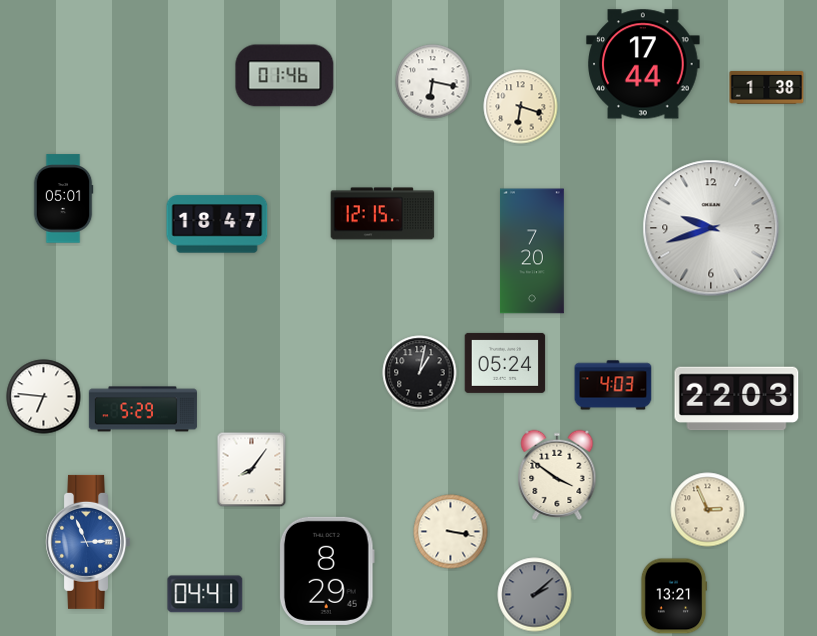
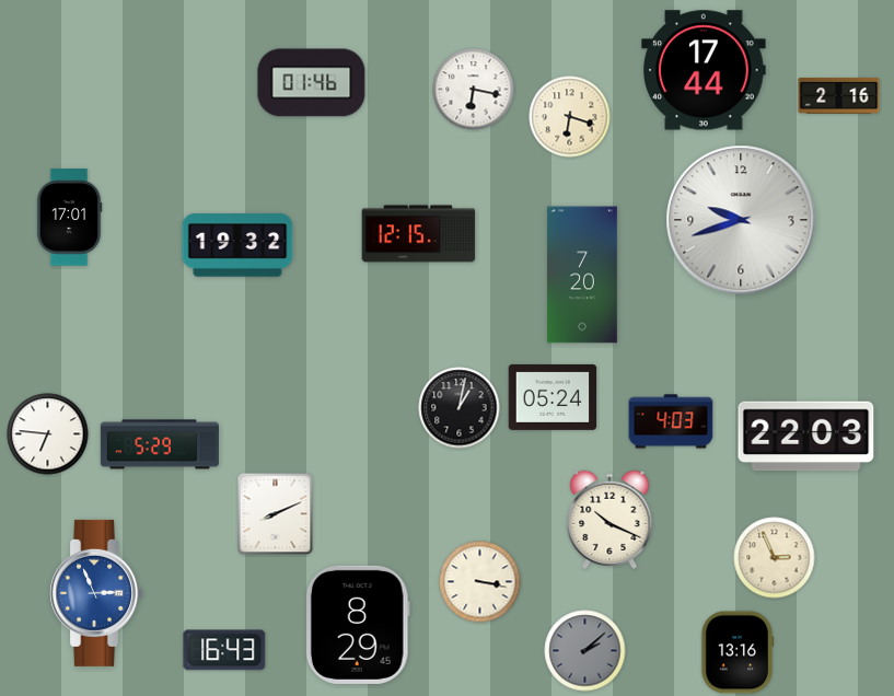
clock at (767, 87): 1:38 -> 2:16
clock at (63, 199): 05:01 -> 17:01
clock at (217, 224): 18:47 -> 19:32
clock at (711, 228) position: (711, 228) -> (741, 220)
clock at (143, 409) position: (143, 409) -> (160, 444)
clock at (252, 470): 8:06 -> 8:11
clock at (557, 475): 3:51 -> 10:19
clock at (451, 532) position: (451, 532) -> (480, 582)
clock at (205, 594): 04:41 -> 16:43
clock at (674, 596): 13:21 -> 13:16
